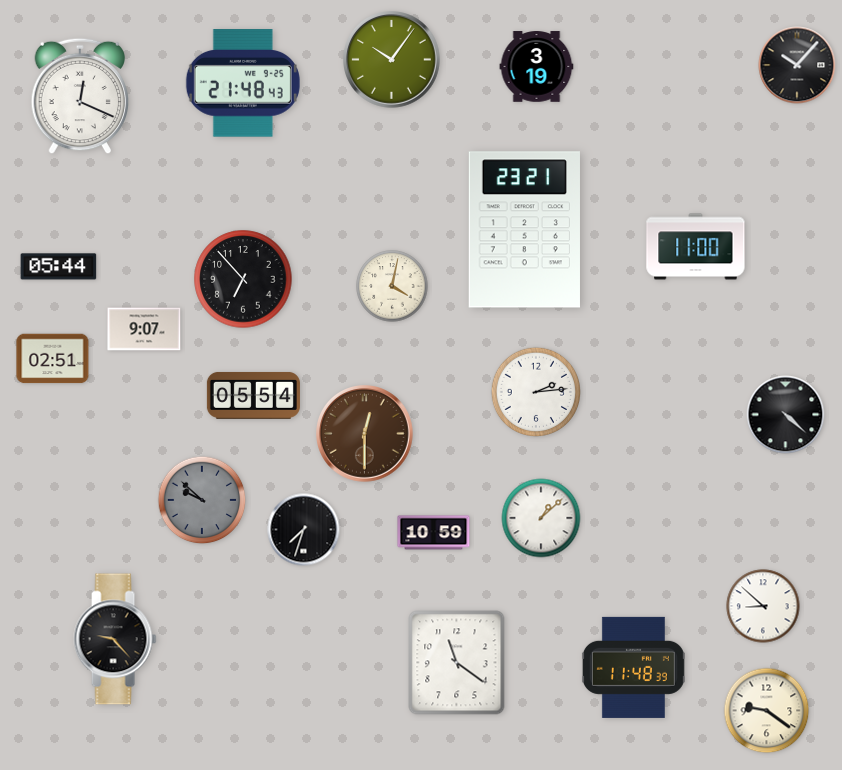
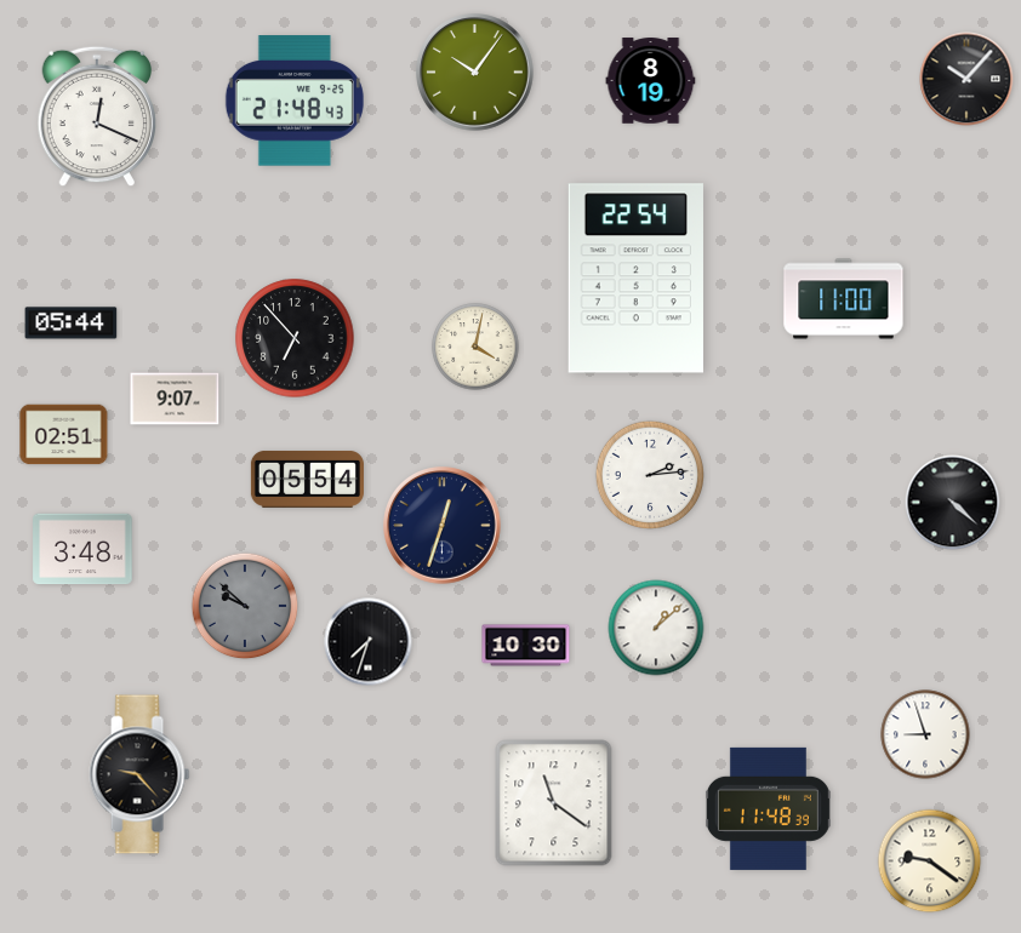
clock at (537, 67): 3:19 -> 8:19
clock at (524, 230): 23:21 -> 22:54
clock at (365, 434): 12:30 -> 12:33
clock at (365, 434) dial: brown -> navy
clock at (82, 549): none -> 3:48
clock at (434, 533): 10:59 -> 10:30
clock at (763, 606): 8:52 -> 8:57
